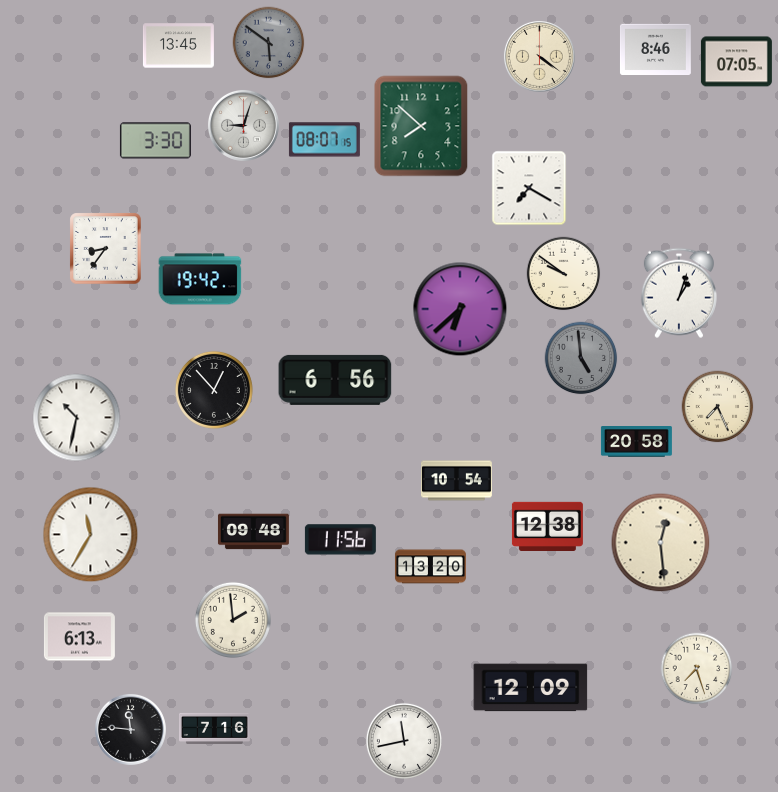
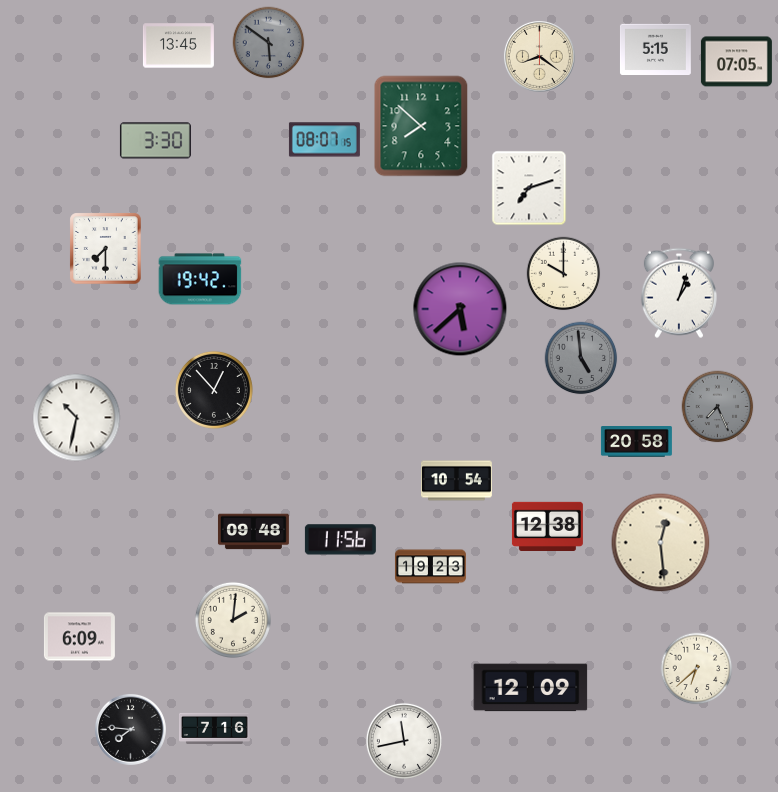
clock at (655, 49): 8:46 -> 5:15
clock at (539, 56): 4:21 -> 8:21
clock at (243, 125): 9:03 -> none
clock at (529, 188): 7:20 -> 7:12
clock at (106, 249): 8:36 -> 7:30
clock at (564, 274): 9:51 -> 10:00
clock at (460, 309): 6:38 -> 5:38
clock at (335, 380): 6:56 -> none
clock at (718, 407) dial: cream -> grey
clock at (91, 535): 11:35 -> none
clock at (430, 567): 13:20 -> 19:23
clock at (233, 620): 1:59 -> 2:01
clock at (79, 637): 6:13 -> 6:09
clock at (697, 669): 7:27 -> 6:38
clock at (130, 729): 11:46 -> 7:46
